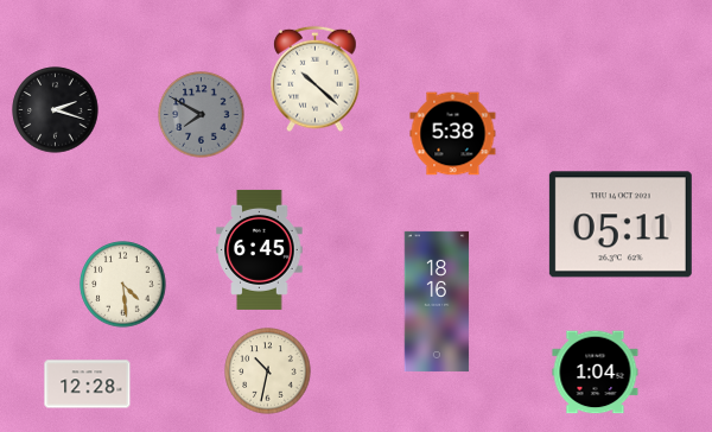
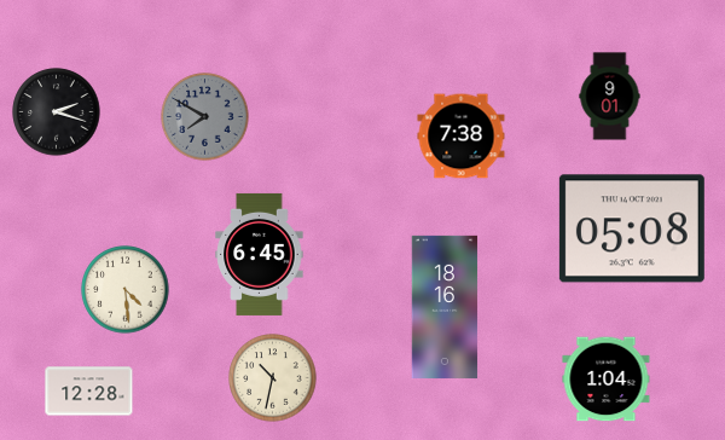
clock at (316, 80): 10:22 -> none
clock at (610, 97): none -> 9:01
clock at (453, 134): 5:38 -> 7:38
clock at (621, 224): 05:11 -> 05:08
clock at (260, 249) position: (260, 249) -> (260, 254)
